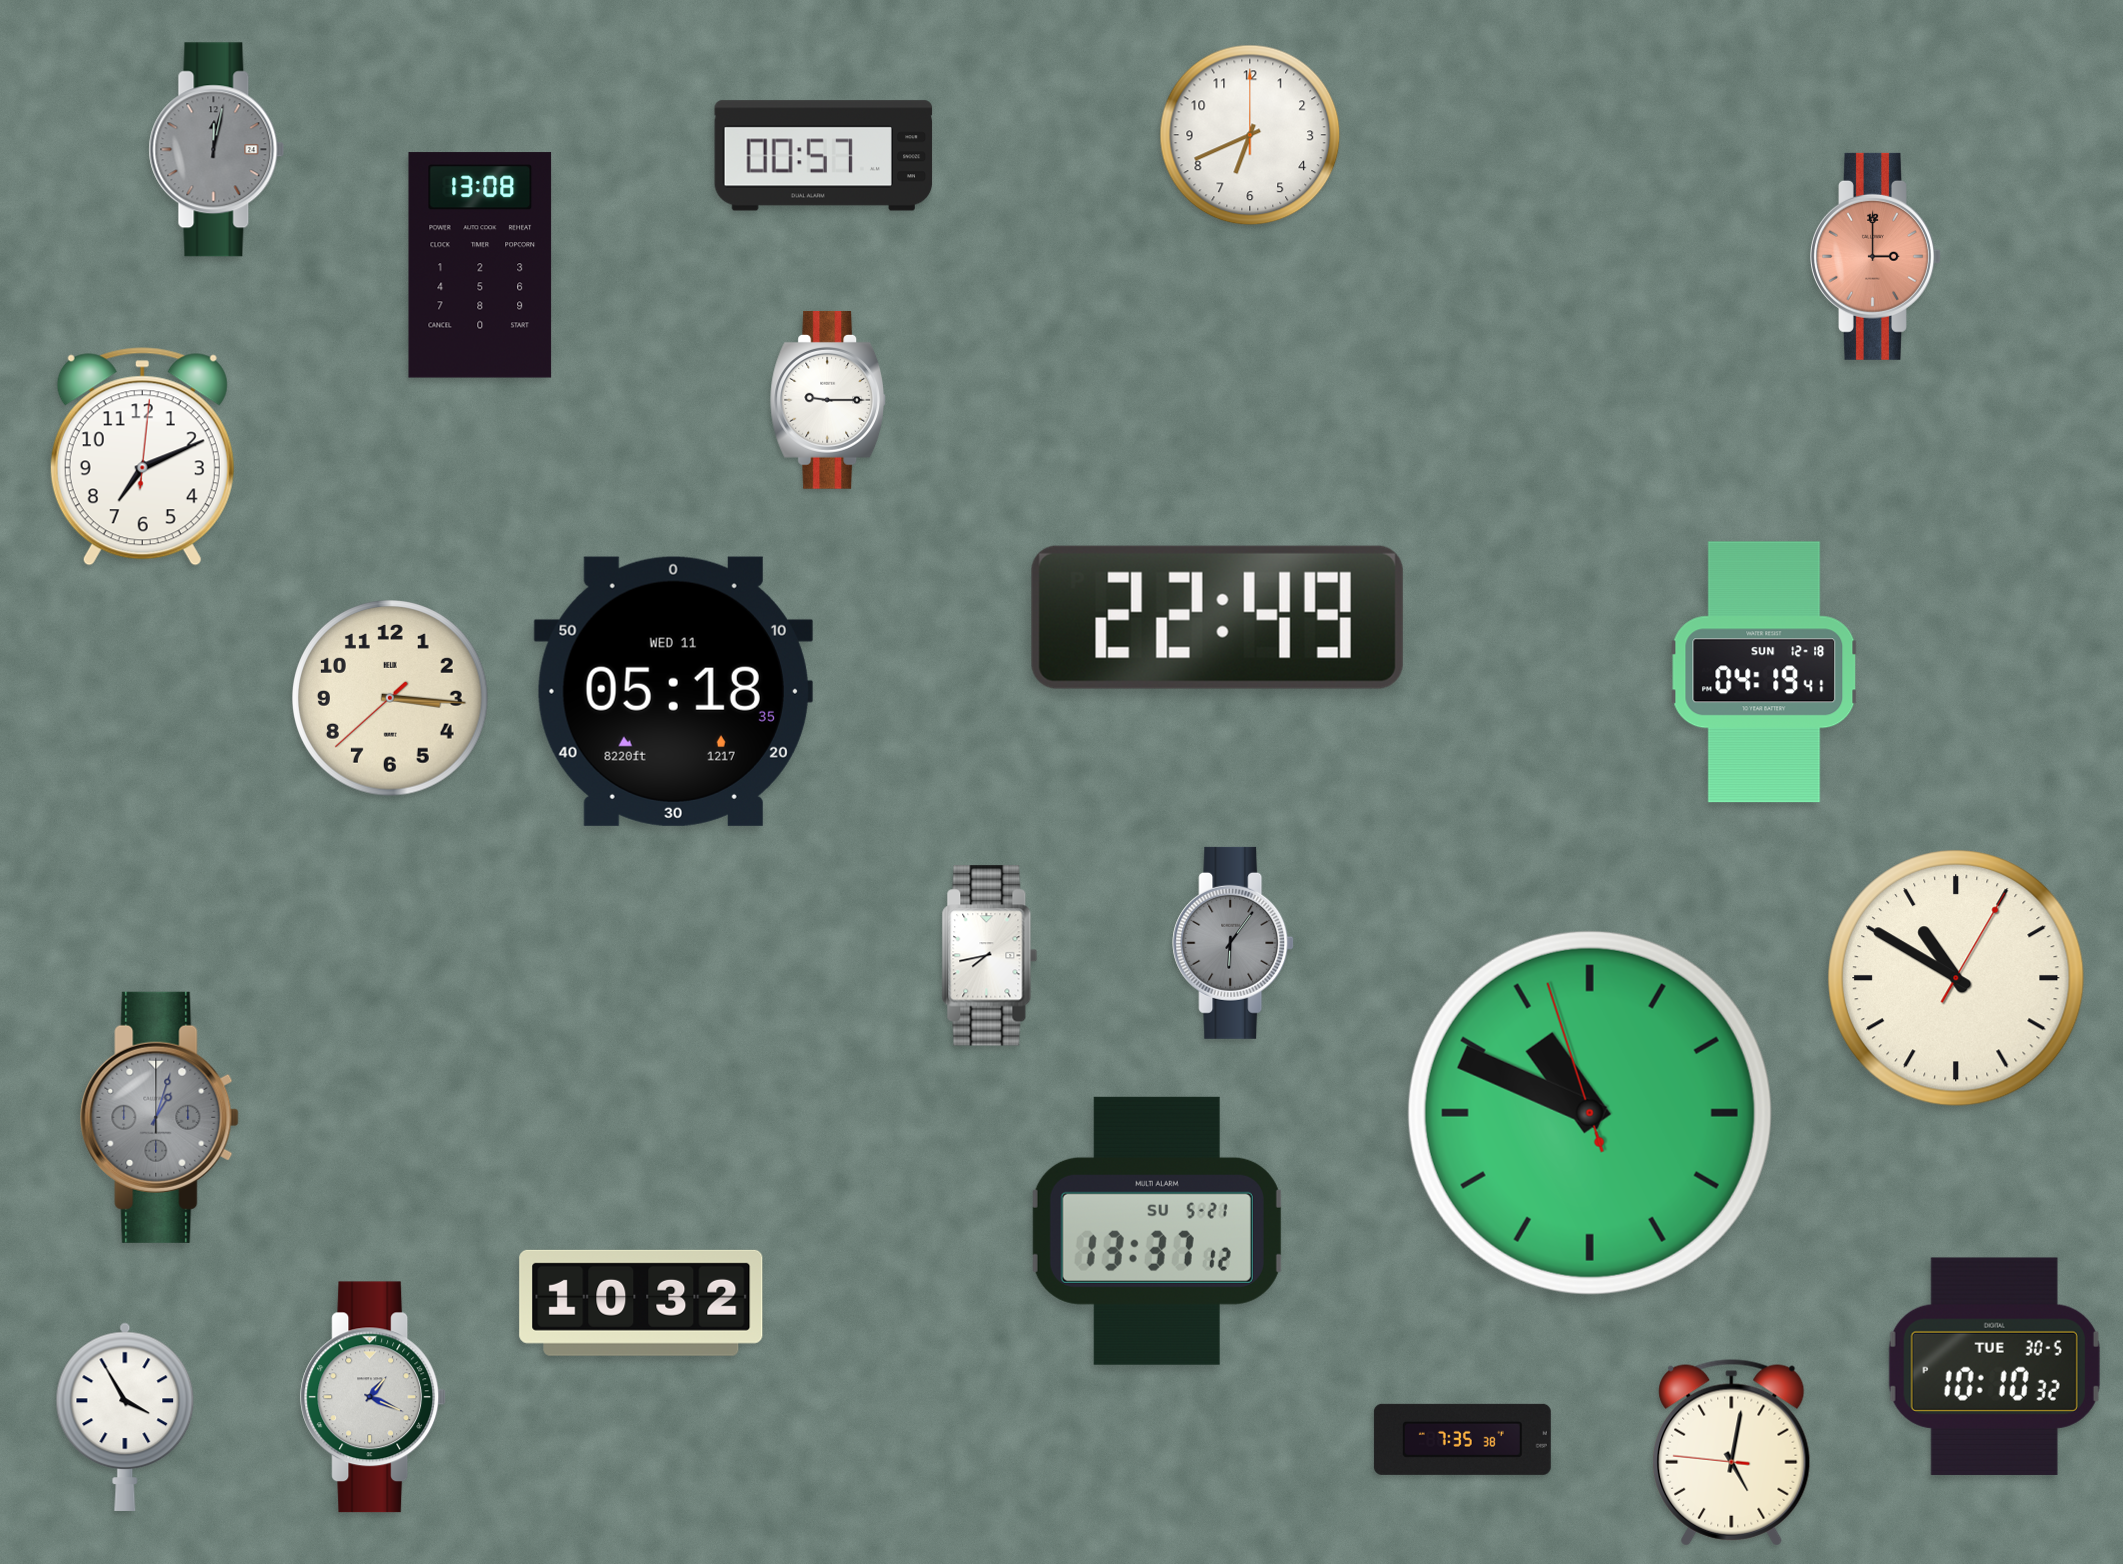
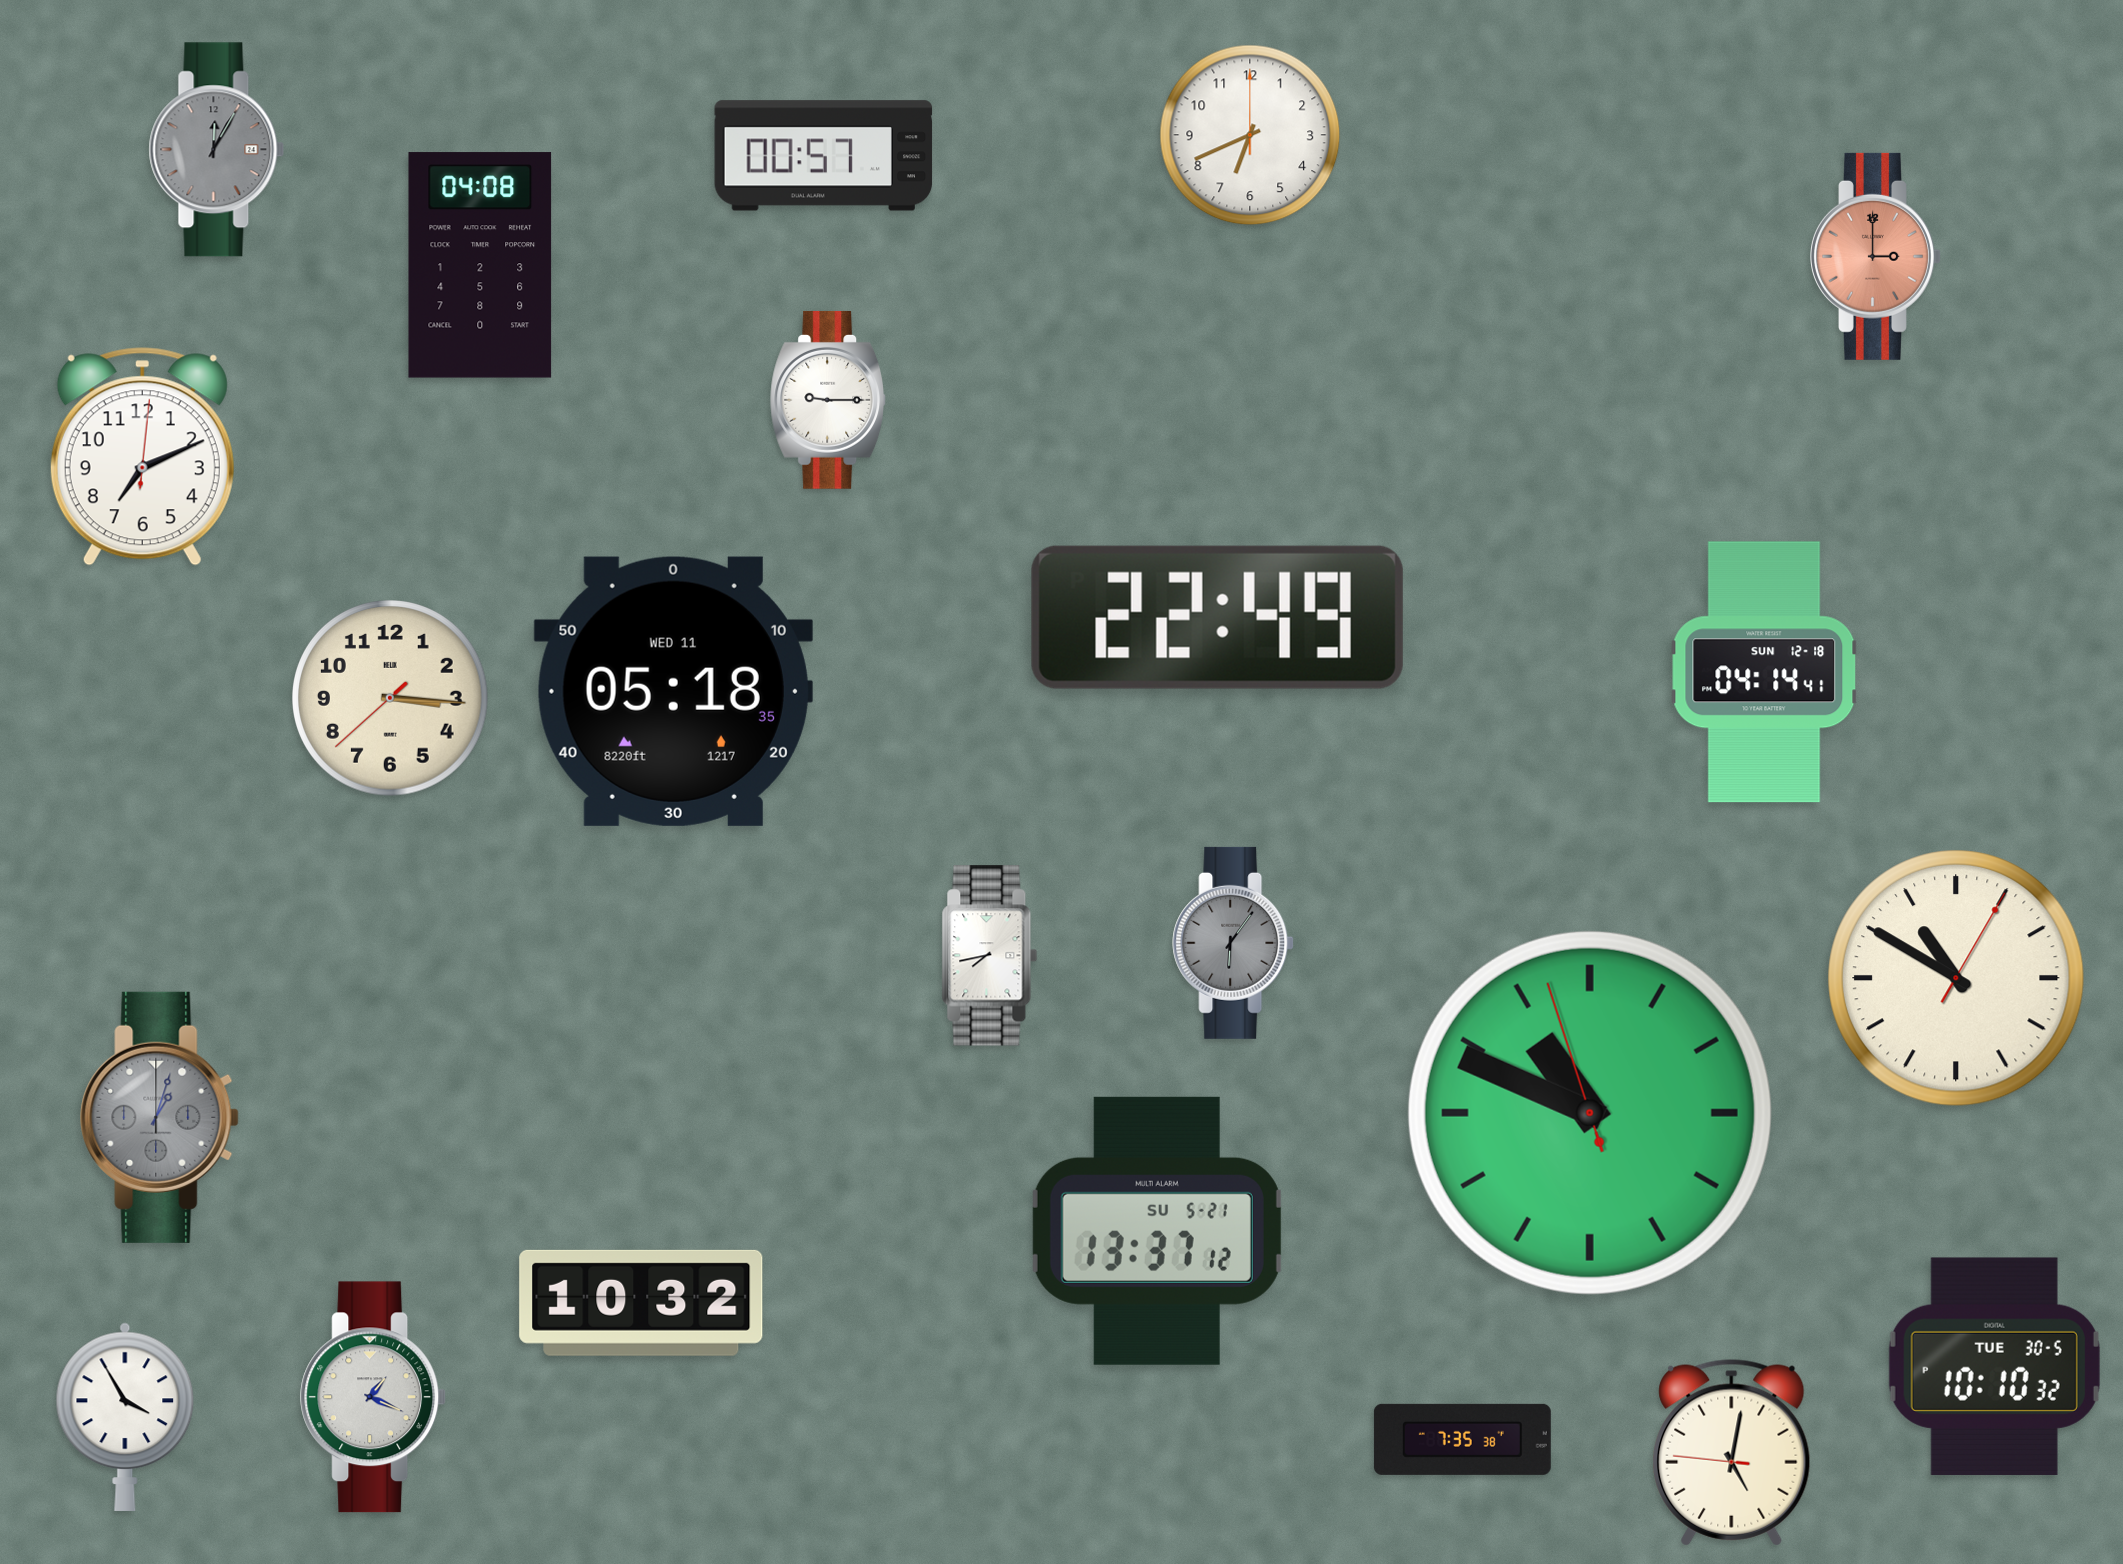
clock at (217, 150): 12:02 -> 12:05
clock at (480, 265): 13:08 -> 04:08
clock at (1764, 672): 04:19 -> 04:14
